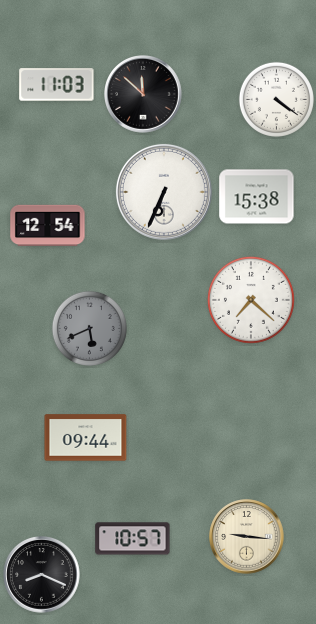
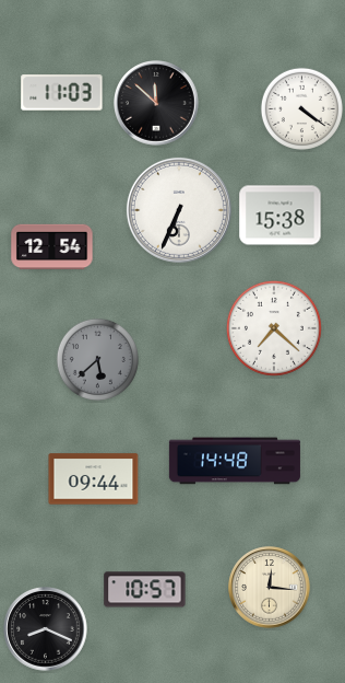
clock at (89, 328): 5:41 -> 5:38
clock at (235, 461): none -> 14:48
clock at (247, 537): 9:16 -> 12:16
